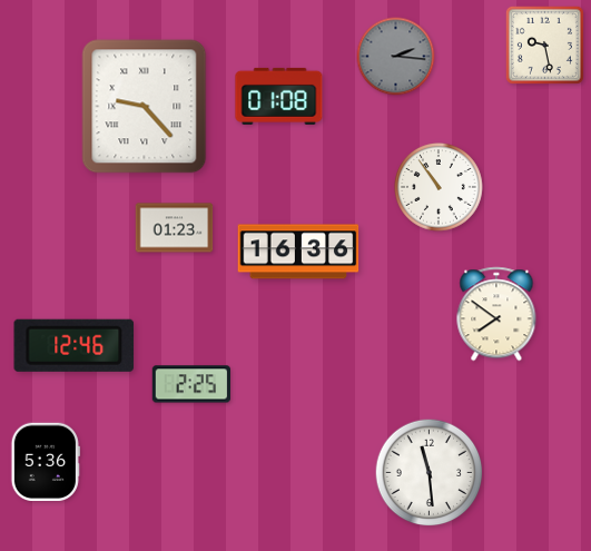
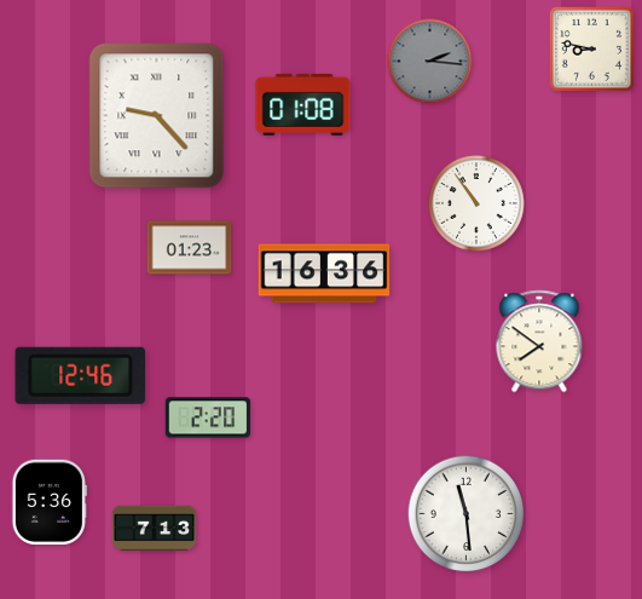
clock at (544, 45): 9:28 -> 8:47
clock at (190, 384): 2:25 -> 2:20
clock at (155, 529): none -> 7:13
